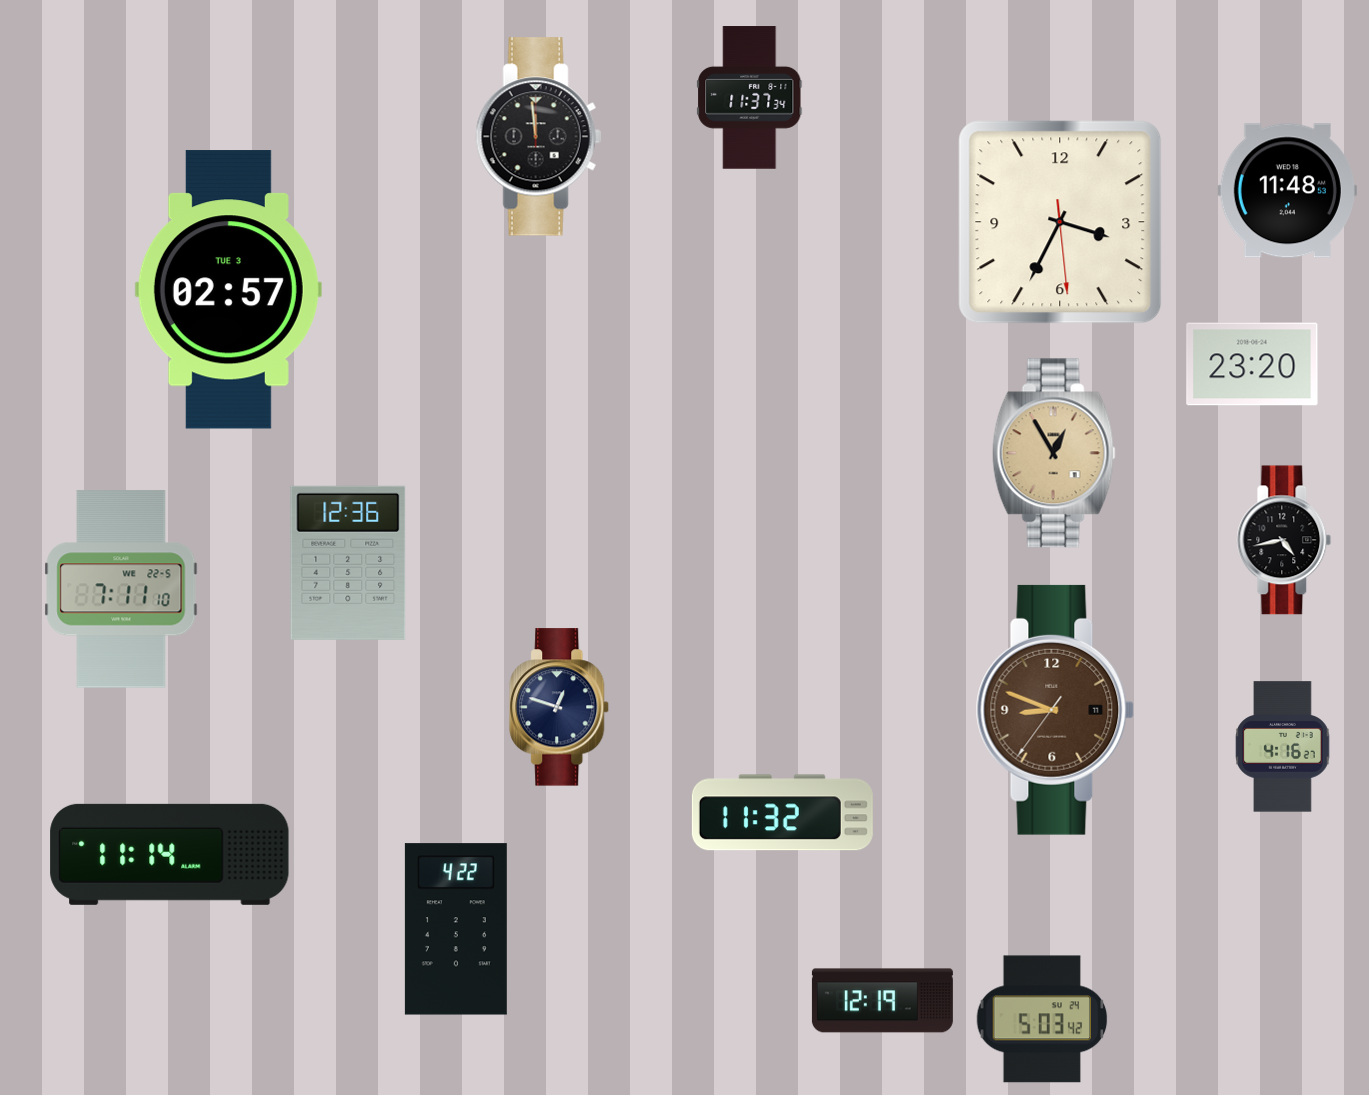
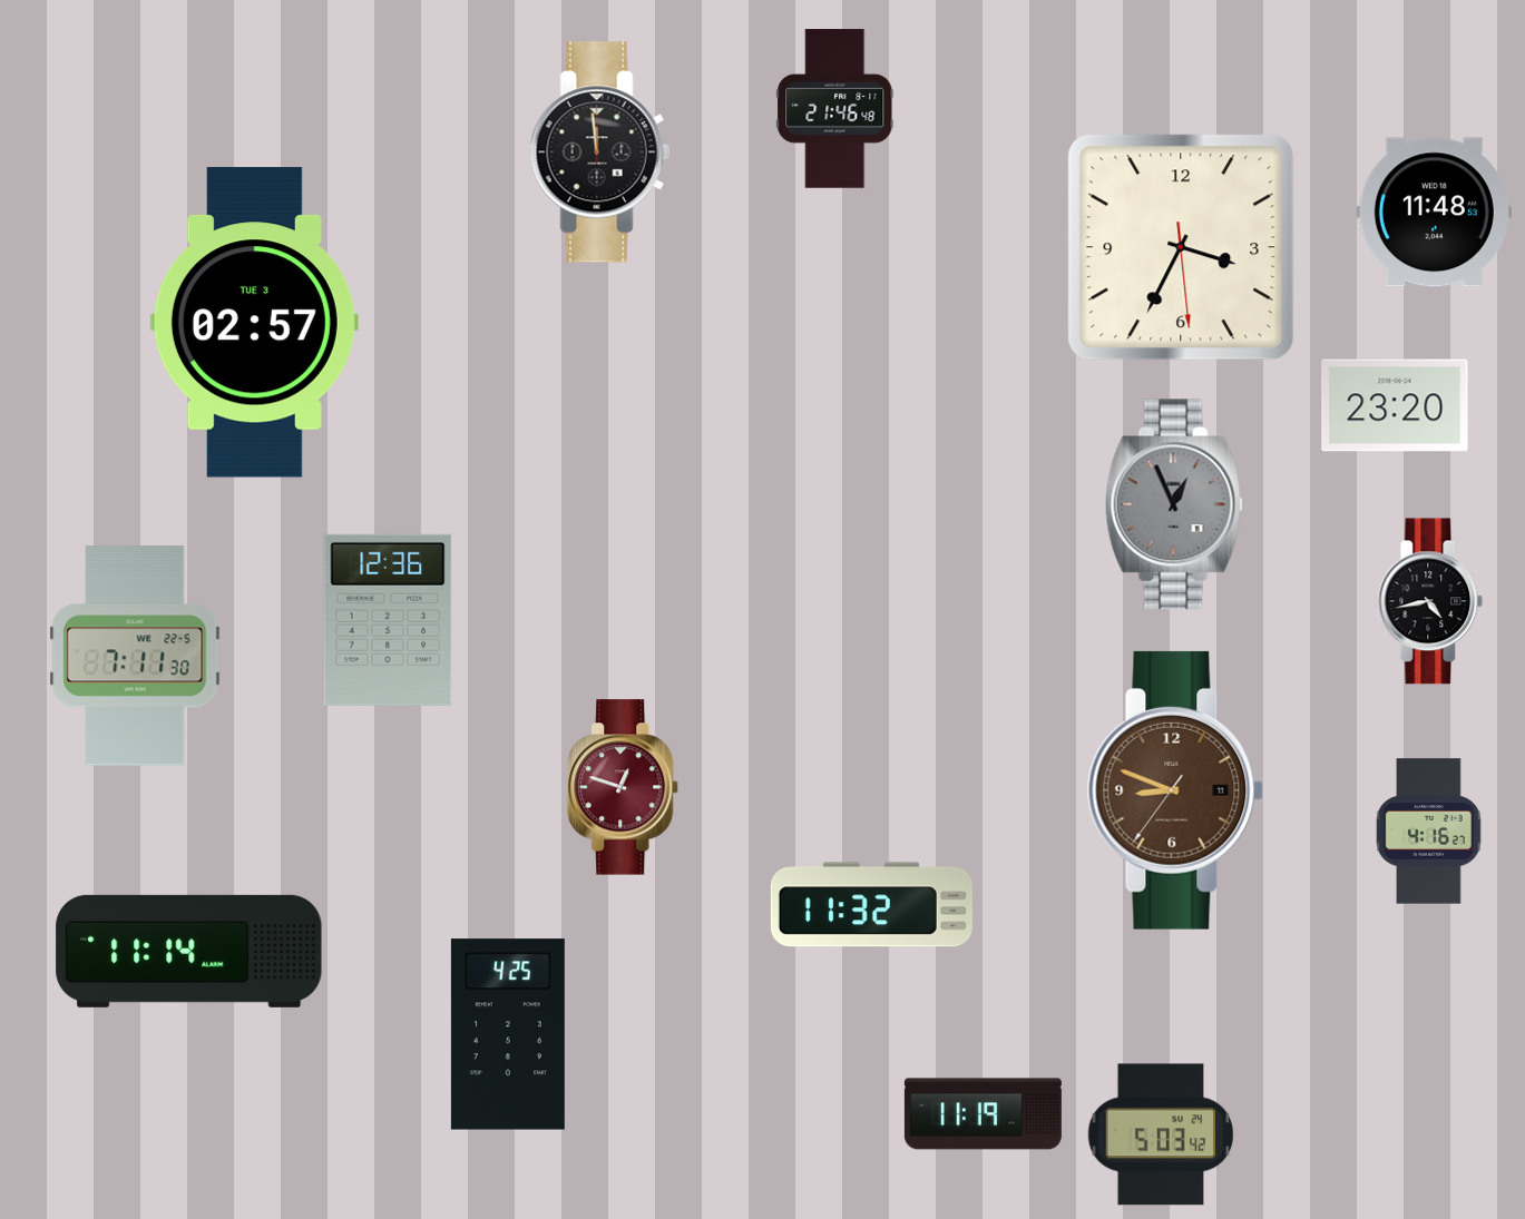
clock at (750, 98): 11:37 -> 21:46
clock at (1054, 453): 12:55 -> 12:56
clock at (1054, 453) dial: champagne -> grey
clock at (348, 563) position: (348, 563) -> (388, 620)
clock at (121, 589): 7:11:10 -> 7:11:30
clock at (560, 707) dial: navy -> burgundy
clock at (456, 929): 4:22 -> 4:25
clock at (882, 1001): 12:19 -> 11:19
